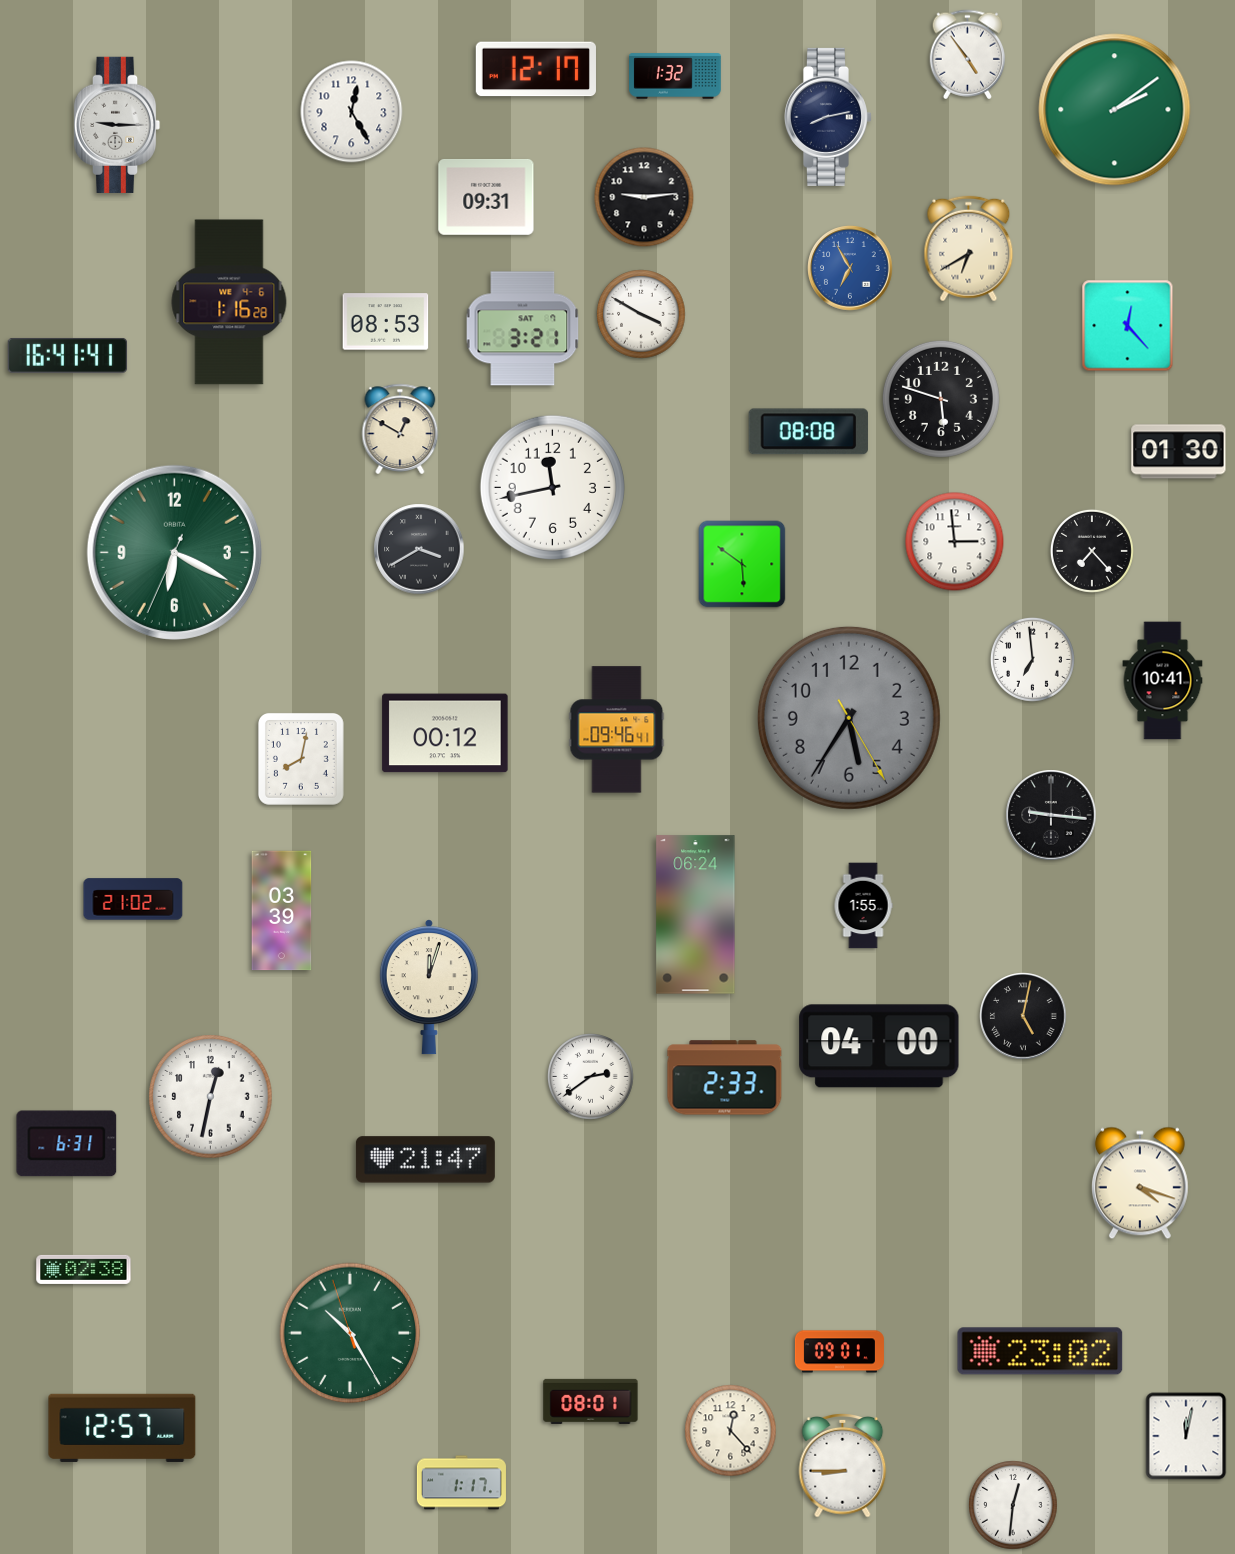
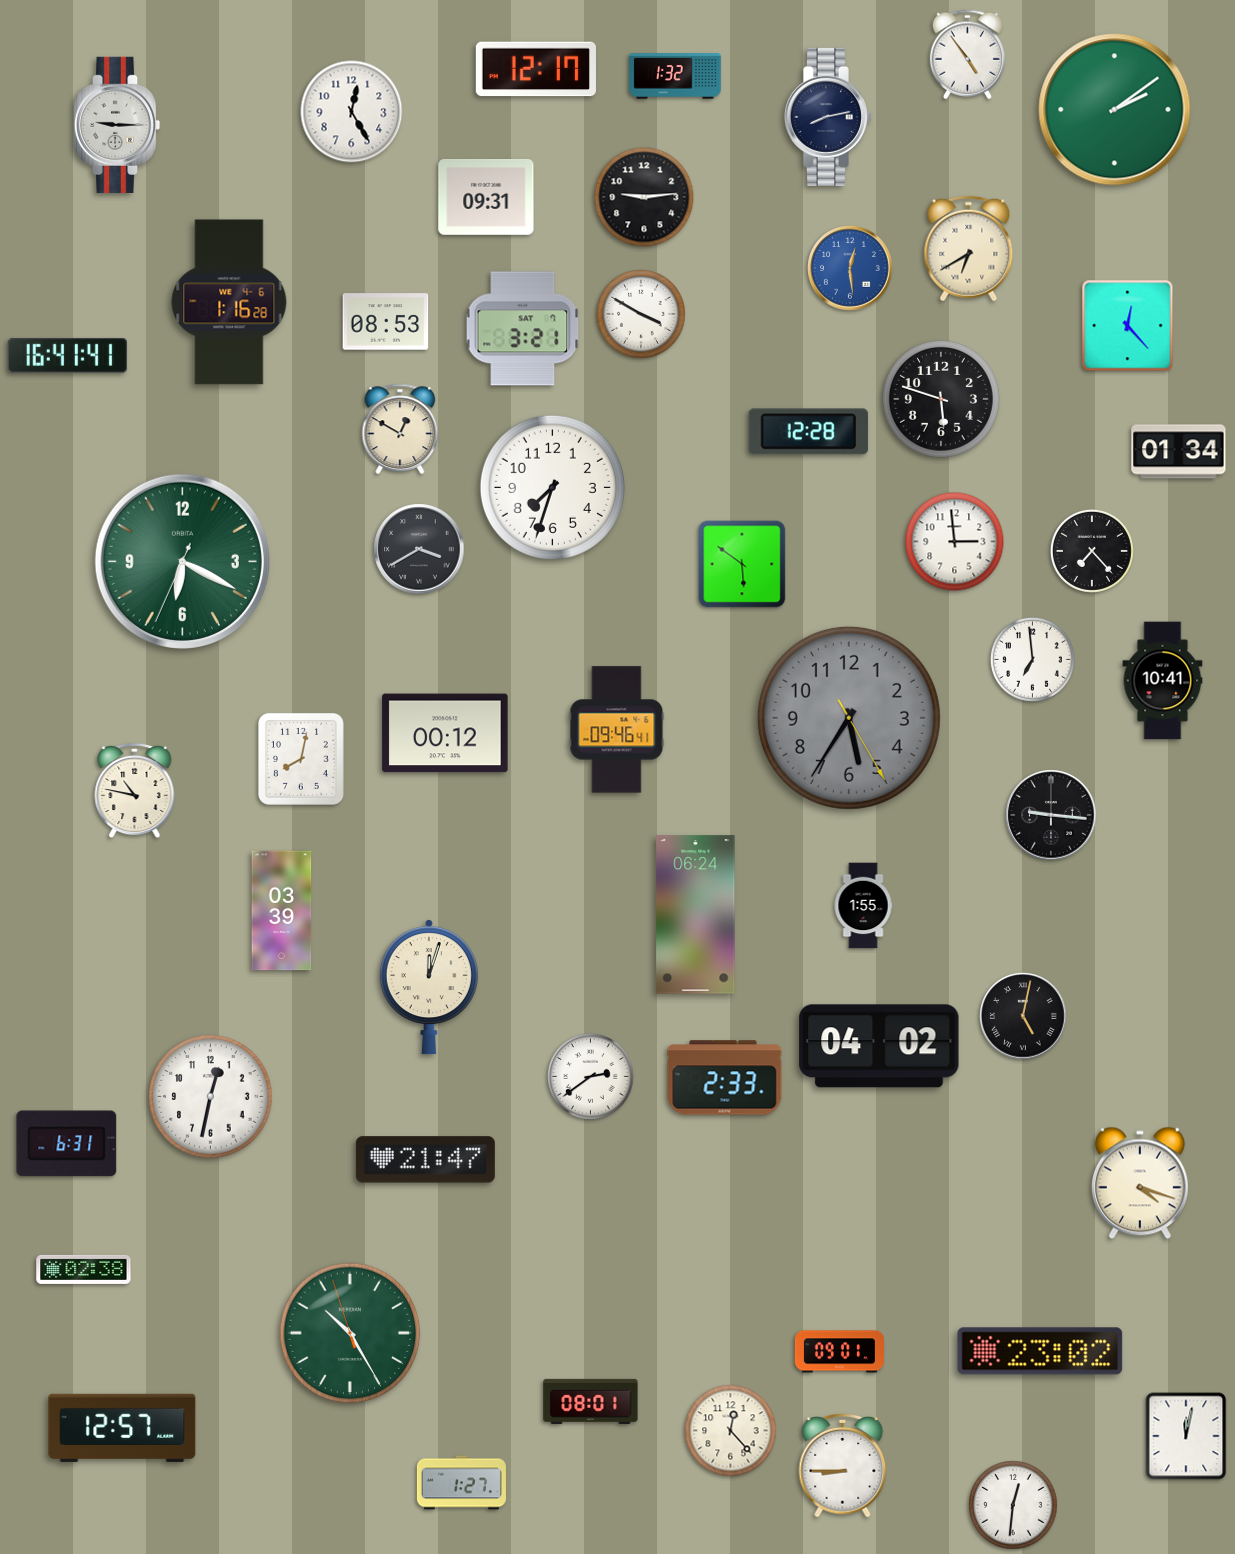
clock at (850, 268): 6:55 -> 12:29
clock at (808, 432): 08:08 -> 12:28
clock at (1179, 452): 01:30 -> 01:34
clock at (552, 487): 11:43 -> 7:33
clock at (174, 552) position: (174, 552) -> (182, 561)
clock at (135, 791): none -> 10:47
clock at (133, 899): 21:02 -> none
clock at (879, 1046): 04:00 -> 04:02
clock at (461, 1483): 1:17 -> 1:27
